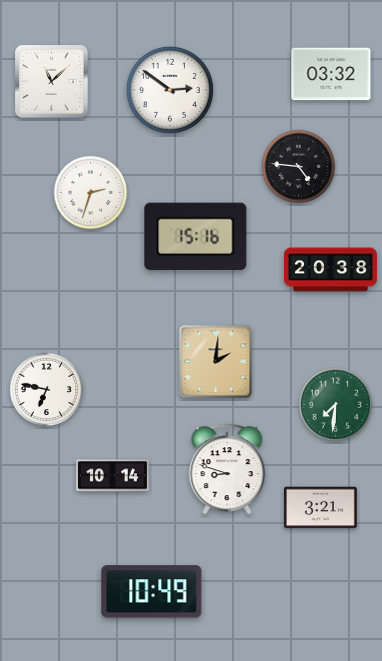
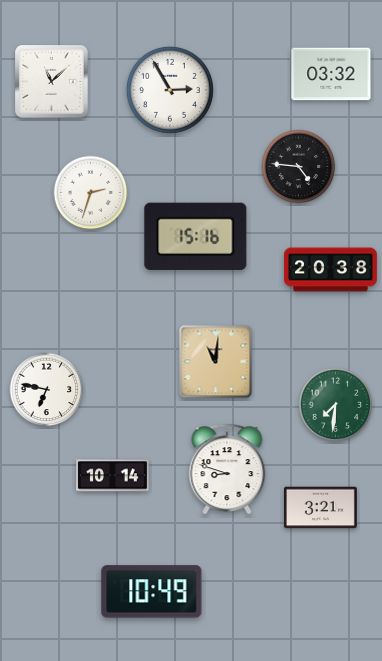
clock at (170, 90): 2:51 -> 2:55
clock at (216, 362): 2:01 -> 11:01
